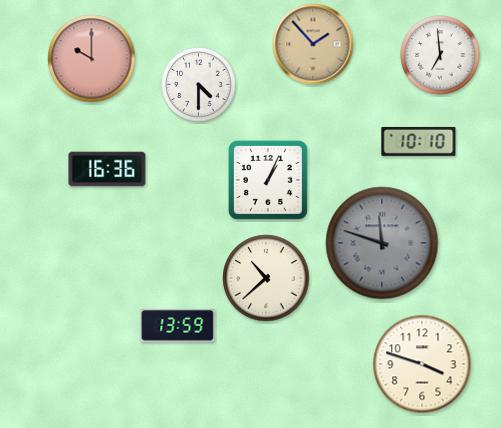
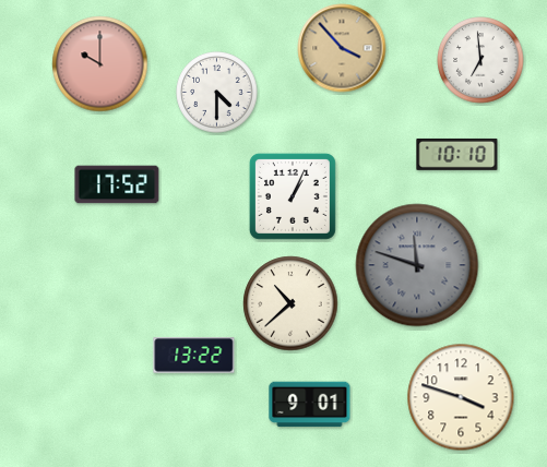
clock at (313, 44): 1:53 -> 3:53
clock at (107, 169): 16:36 -> 17:52
clock at (178, 326): 13:59 -> 13:22
clock at (310, 405): none -> 9:01
